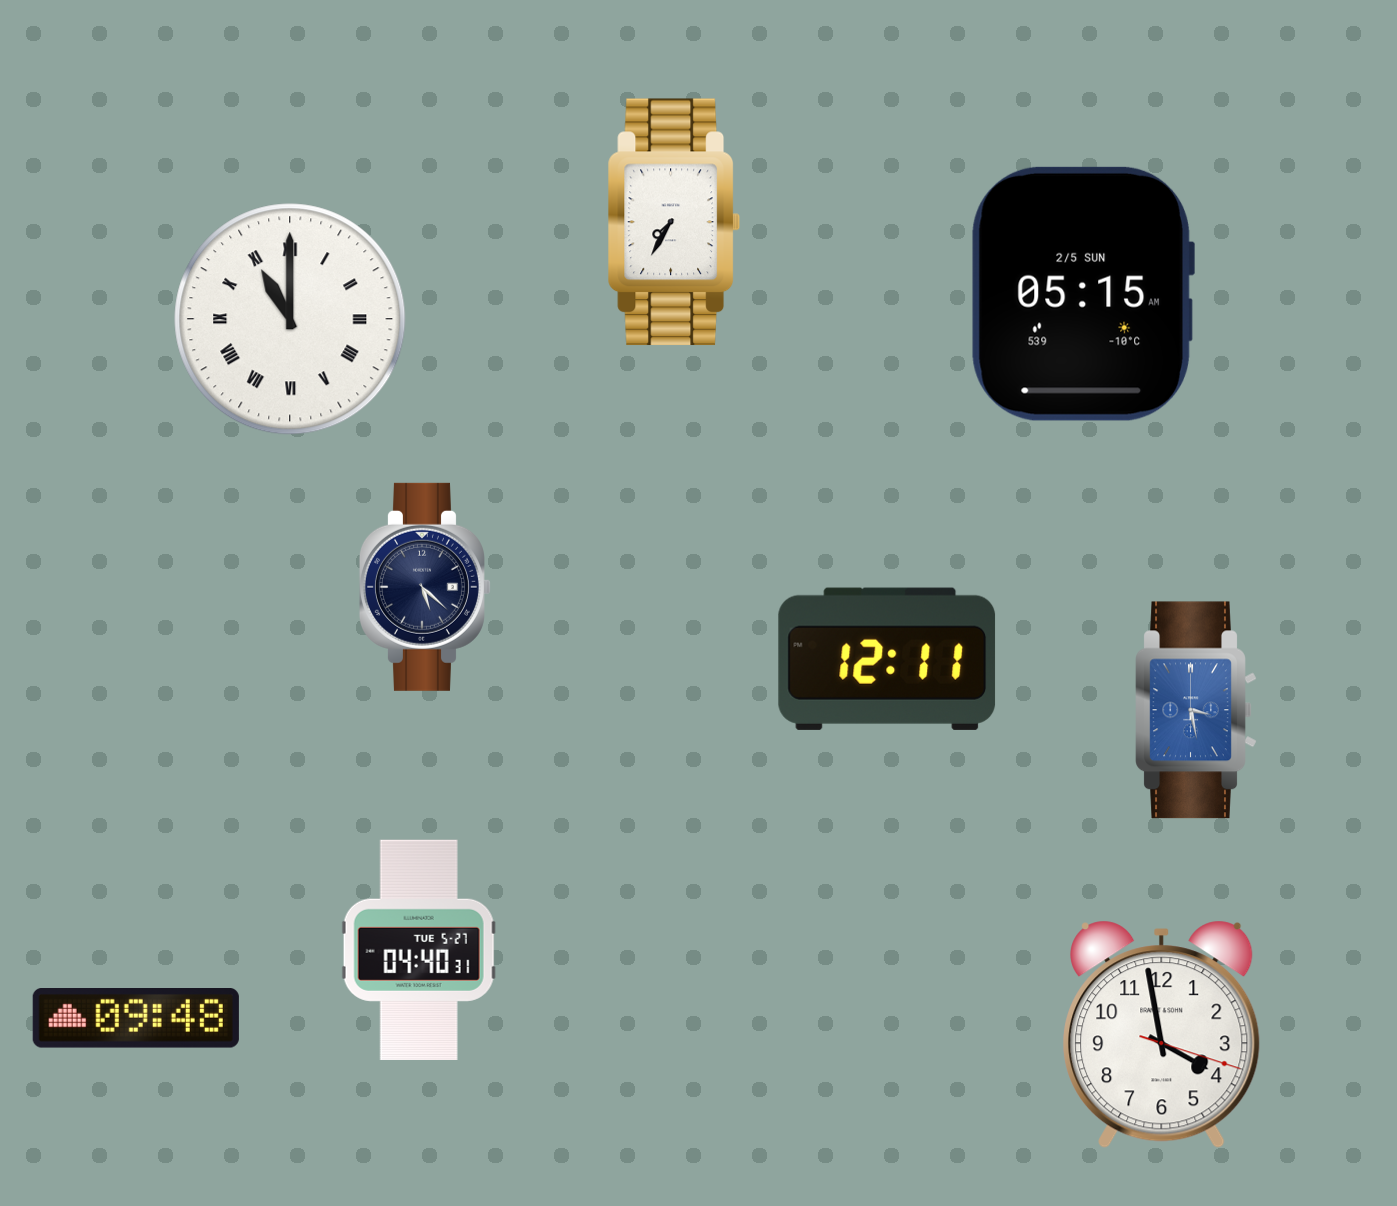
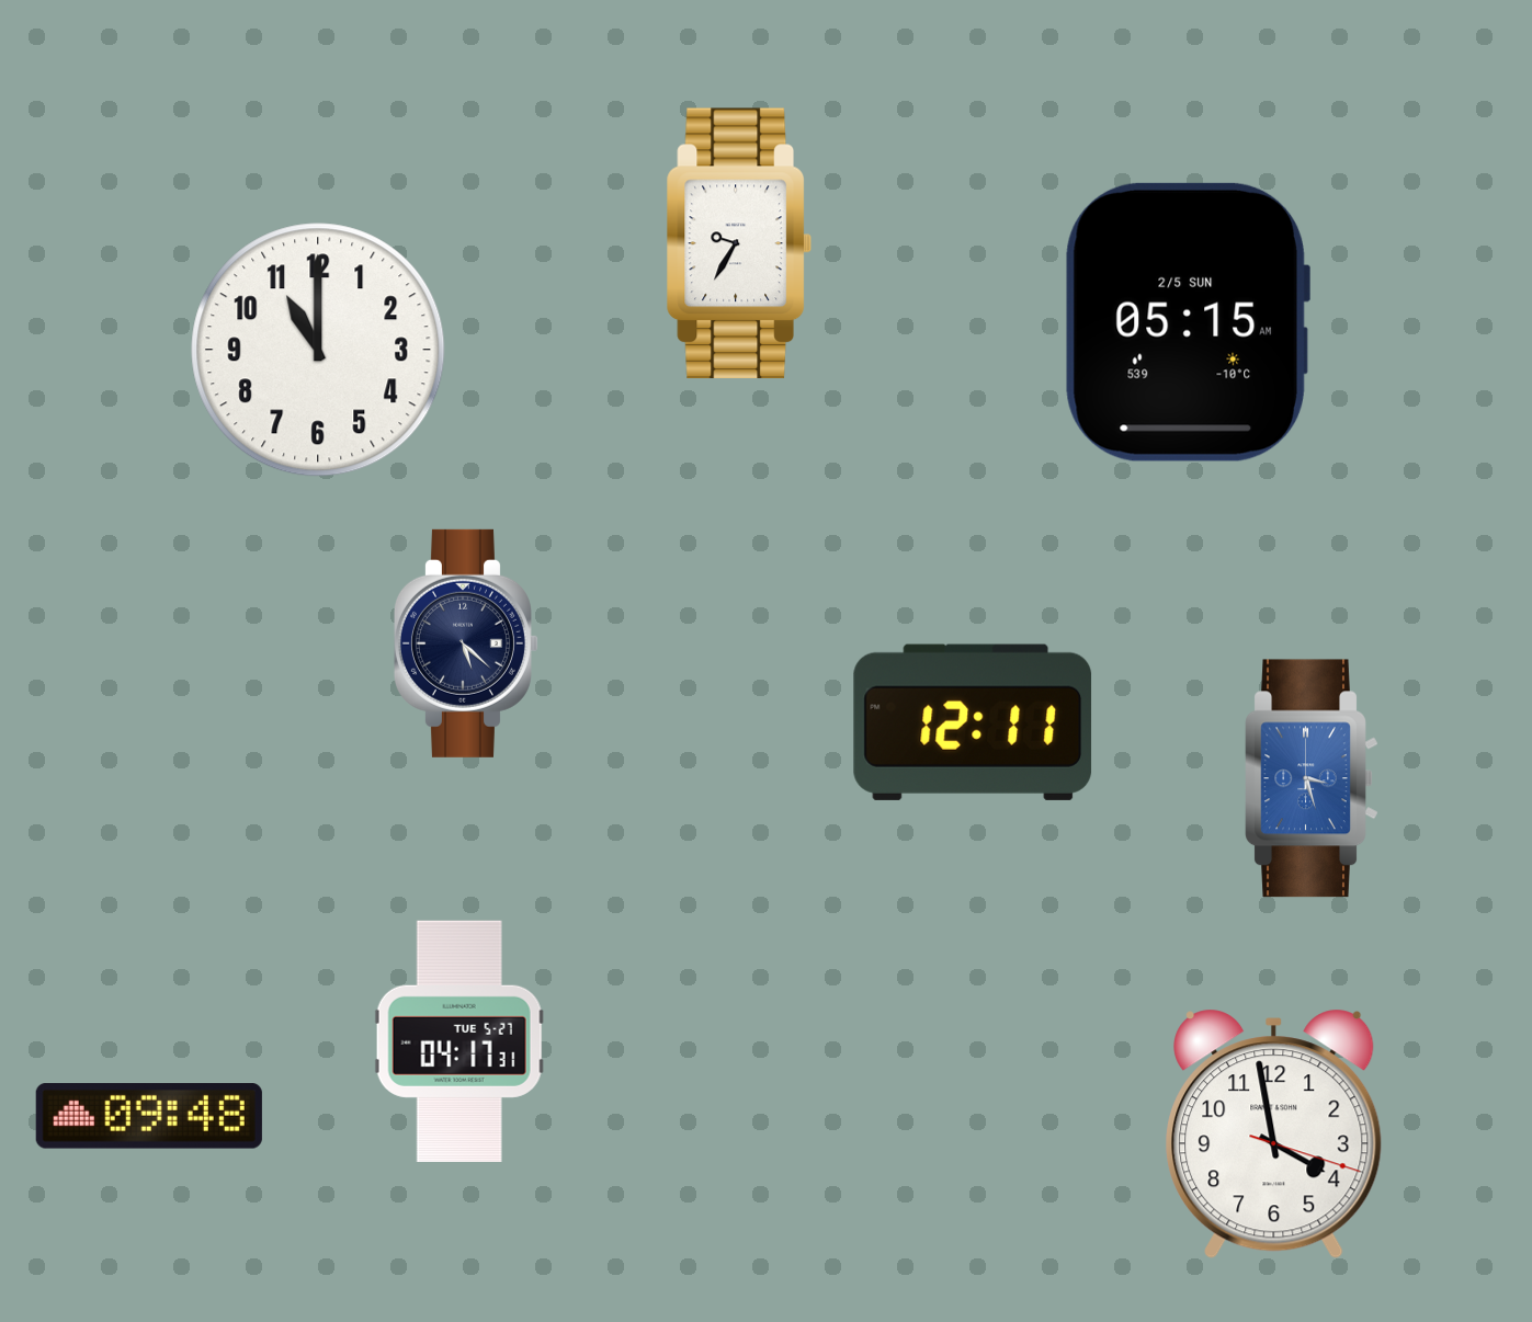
clock at (673, 222): 7:35 -> 9:35
clock at (290, 319) numerals: Roman -> Arabic
clock at (1196, 710): 3:28 -> 3:27
clock at (419, 950): 04:40 -> 04:17
